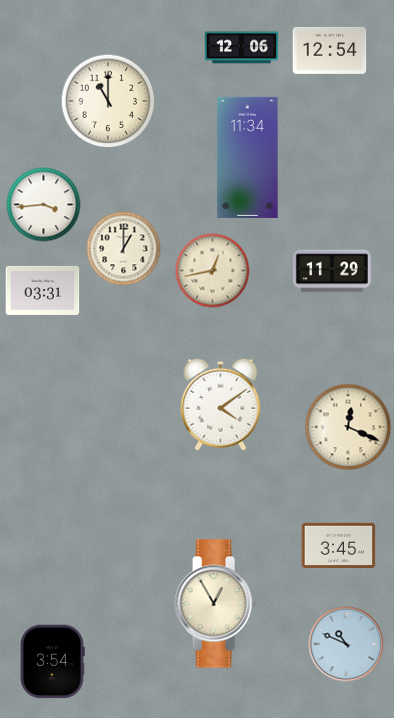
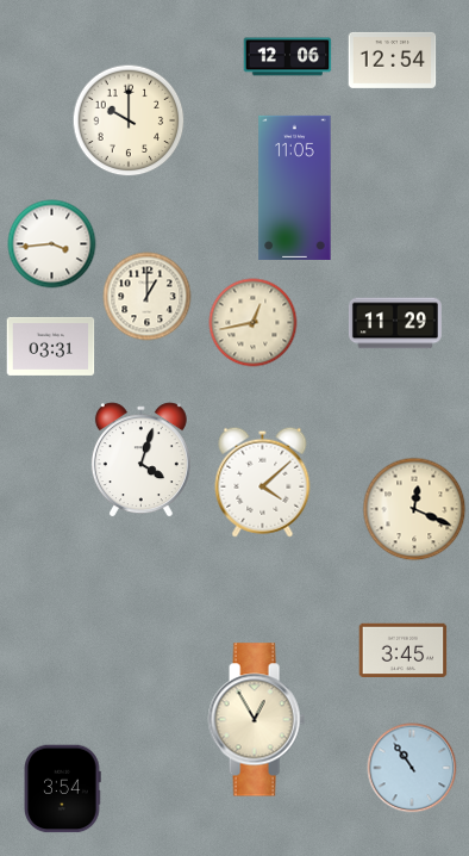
clock at (108, 101): 11:00 -> 10:00
clock at (248, 157): 11:34 -> 11:05
clock at (140, 460): none -> 4:03
clock at (221, 404): 4:09 -> 4:08
clock at (346, 644): 10:49 -> 10:54
